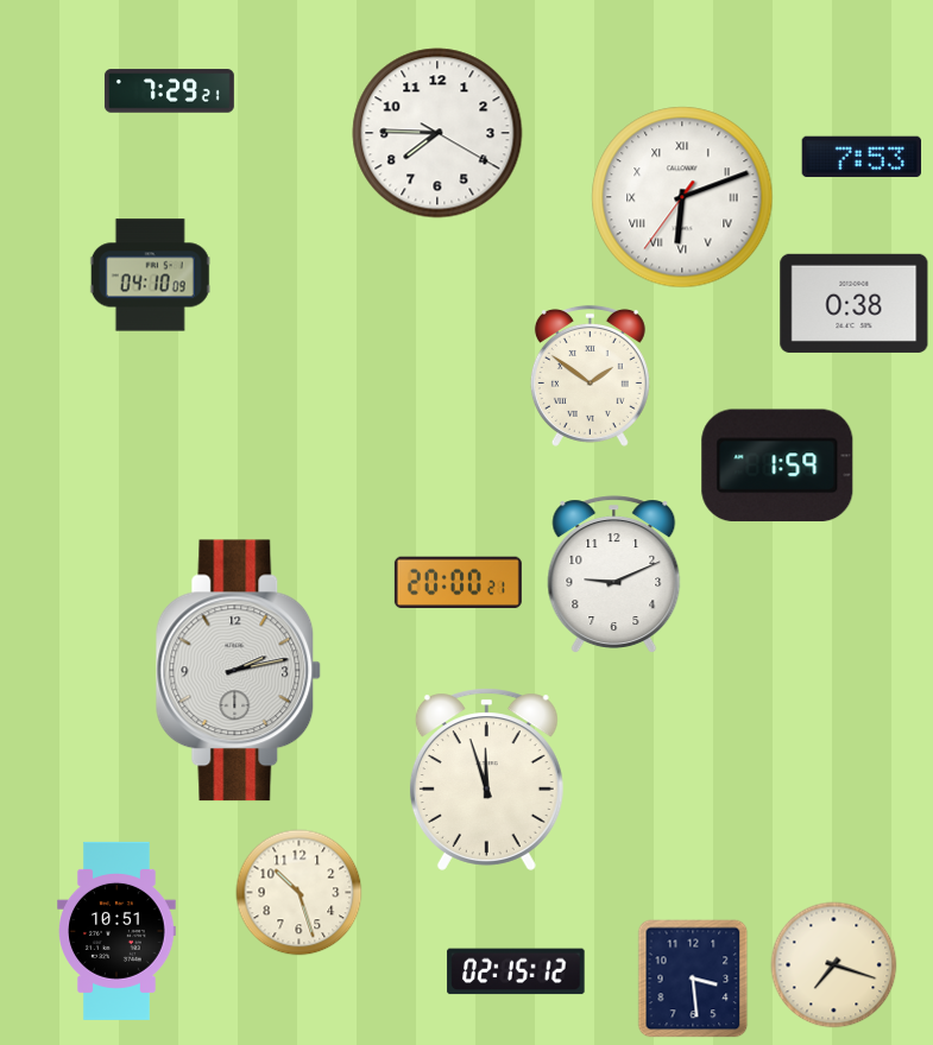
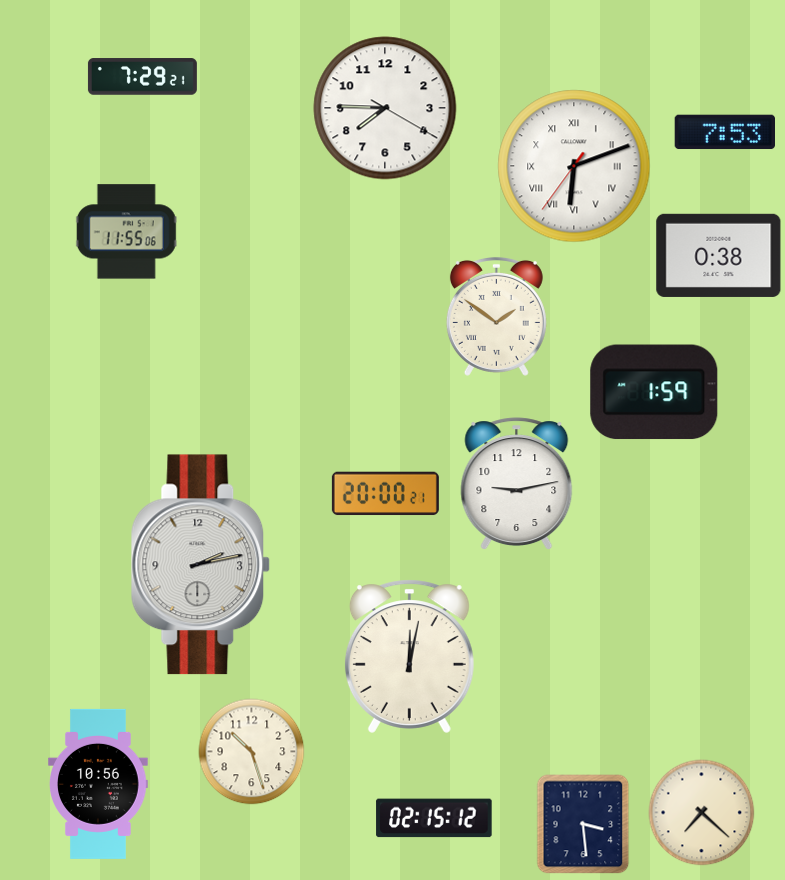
clock at (437, 133) position: (437, 133) -> (385, 108)
clock at (150, 275): 04:10 -> 11:55
clock at (614, 574): 9:11 -> 9:13
clock at (458, 583) position: (458, 583) -> (385, 494)
clock at (486, 779): 11:57 -> 12:02
clock at (118, 931): 10:51 -> 10:56
clock at (834, 965): 7:18 -> 7:22
